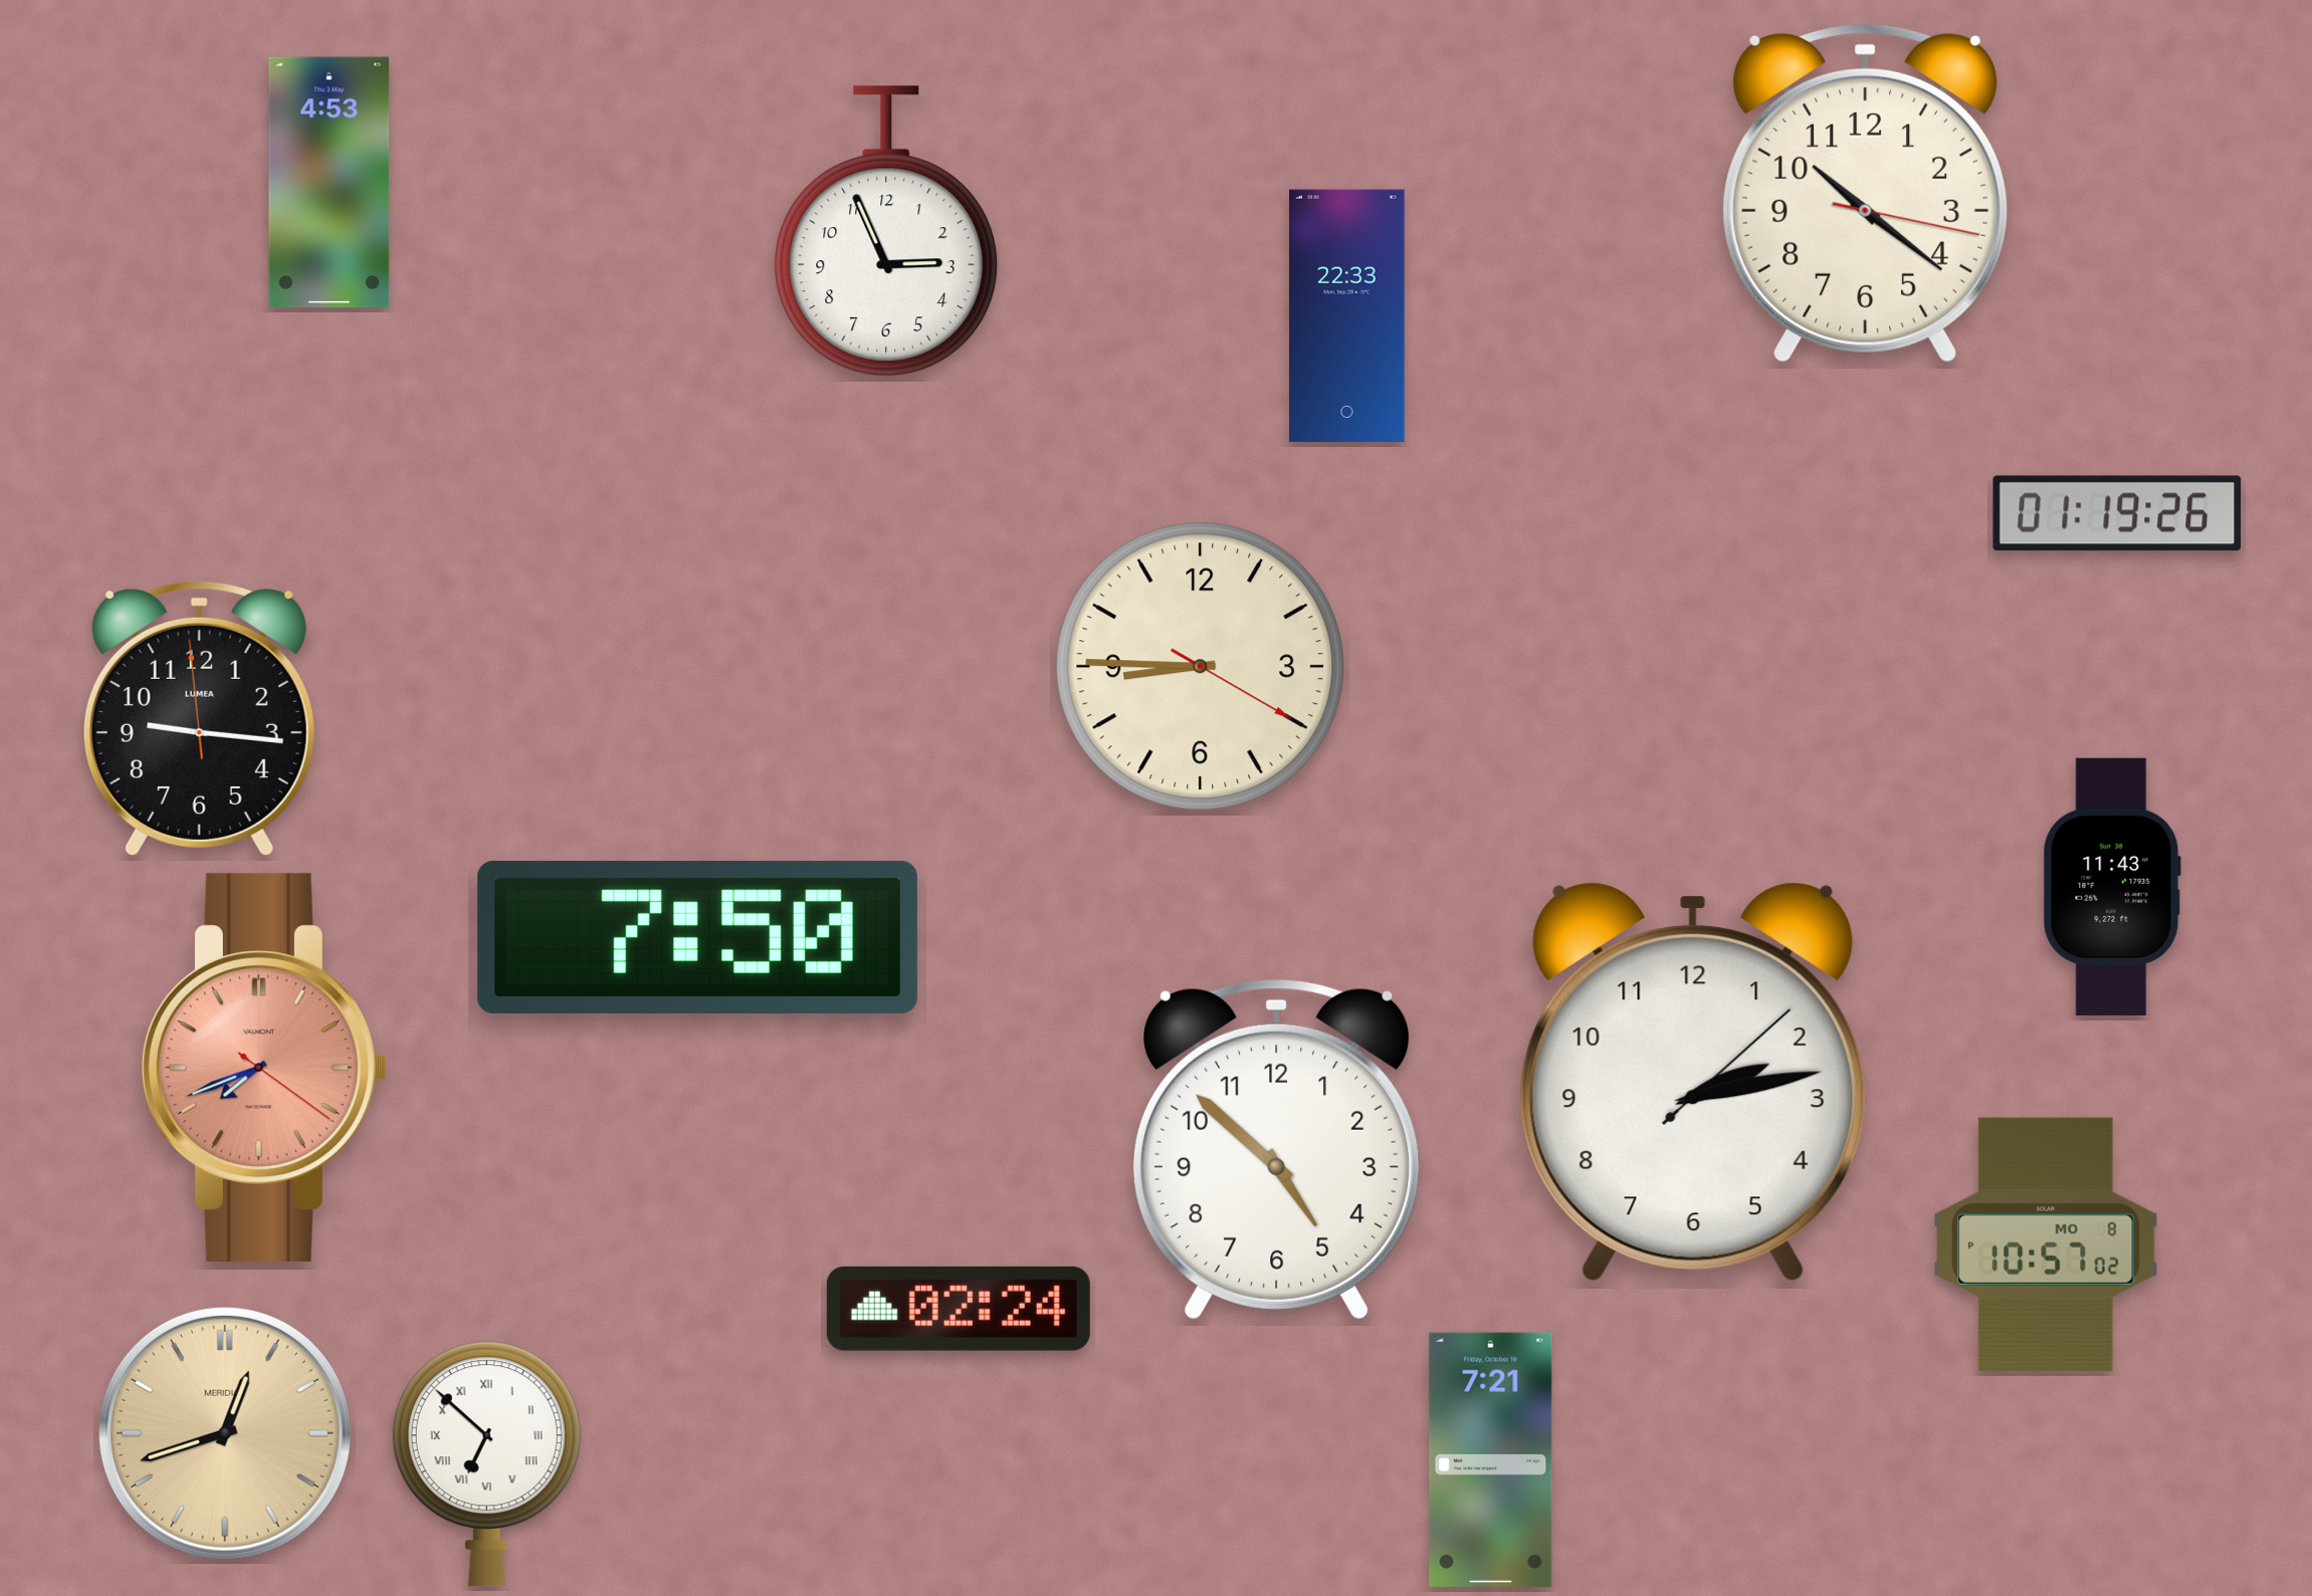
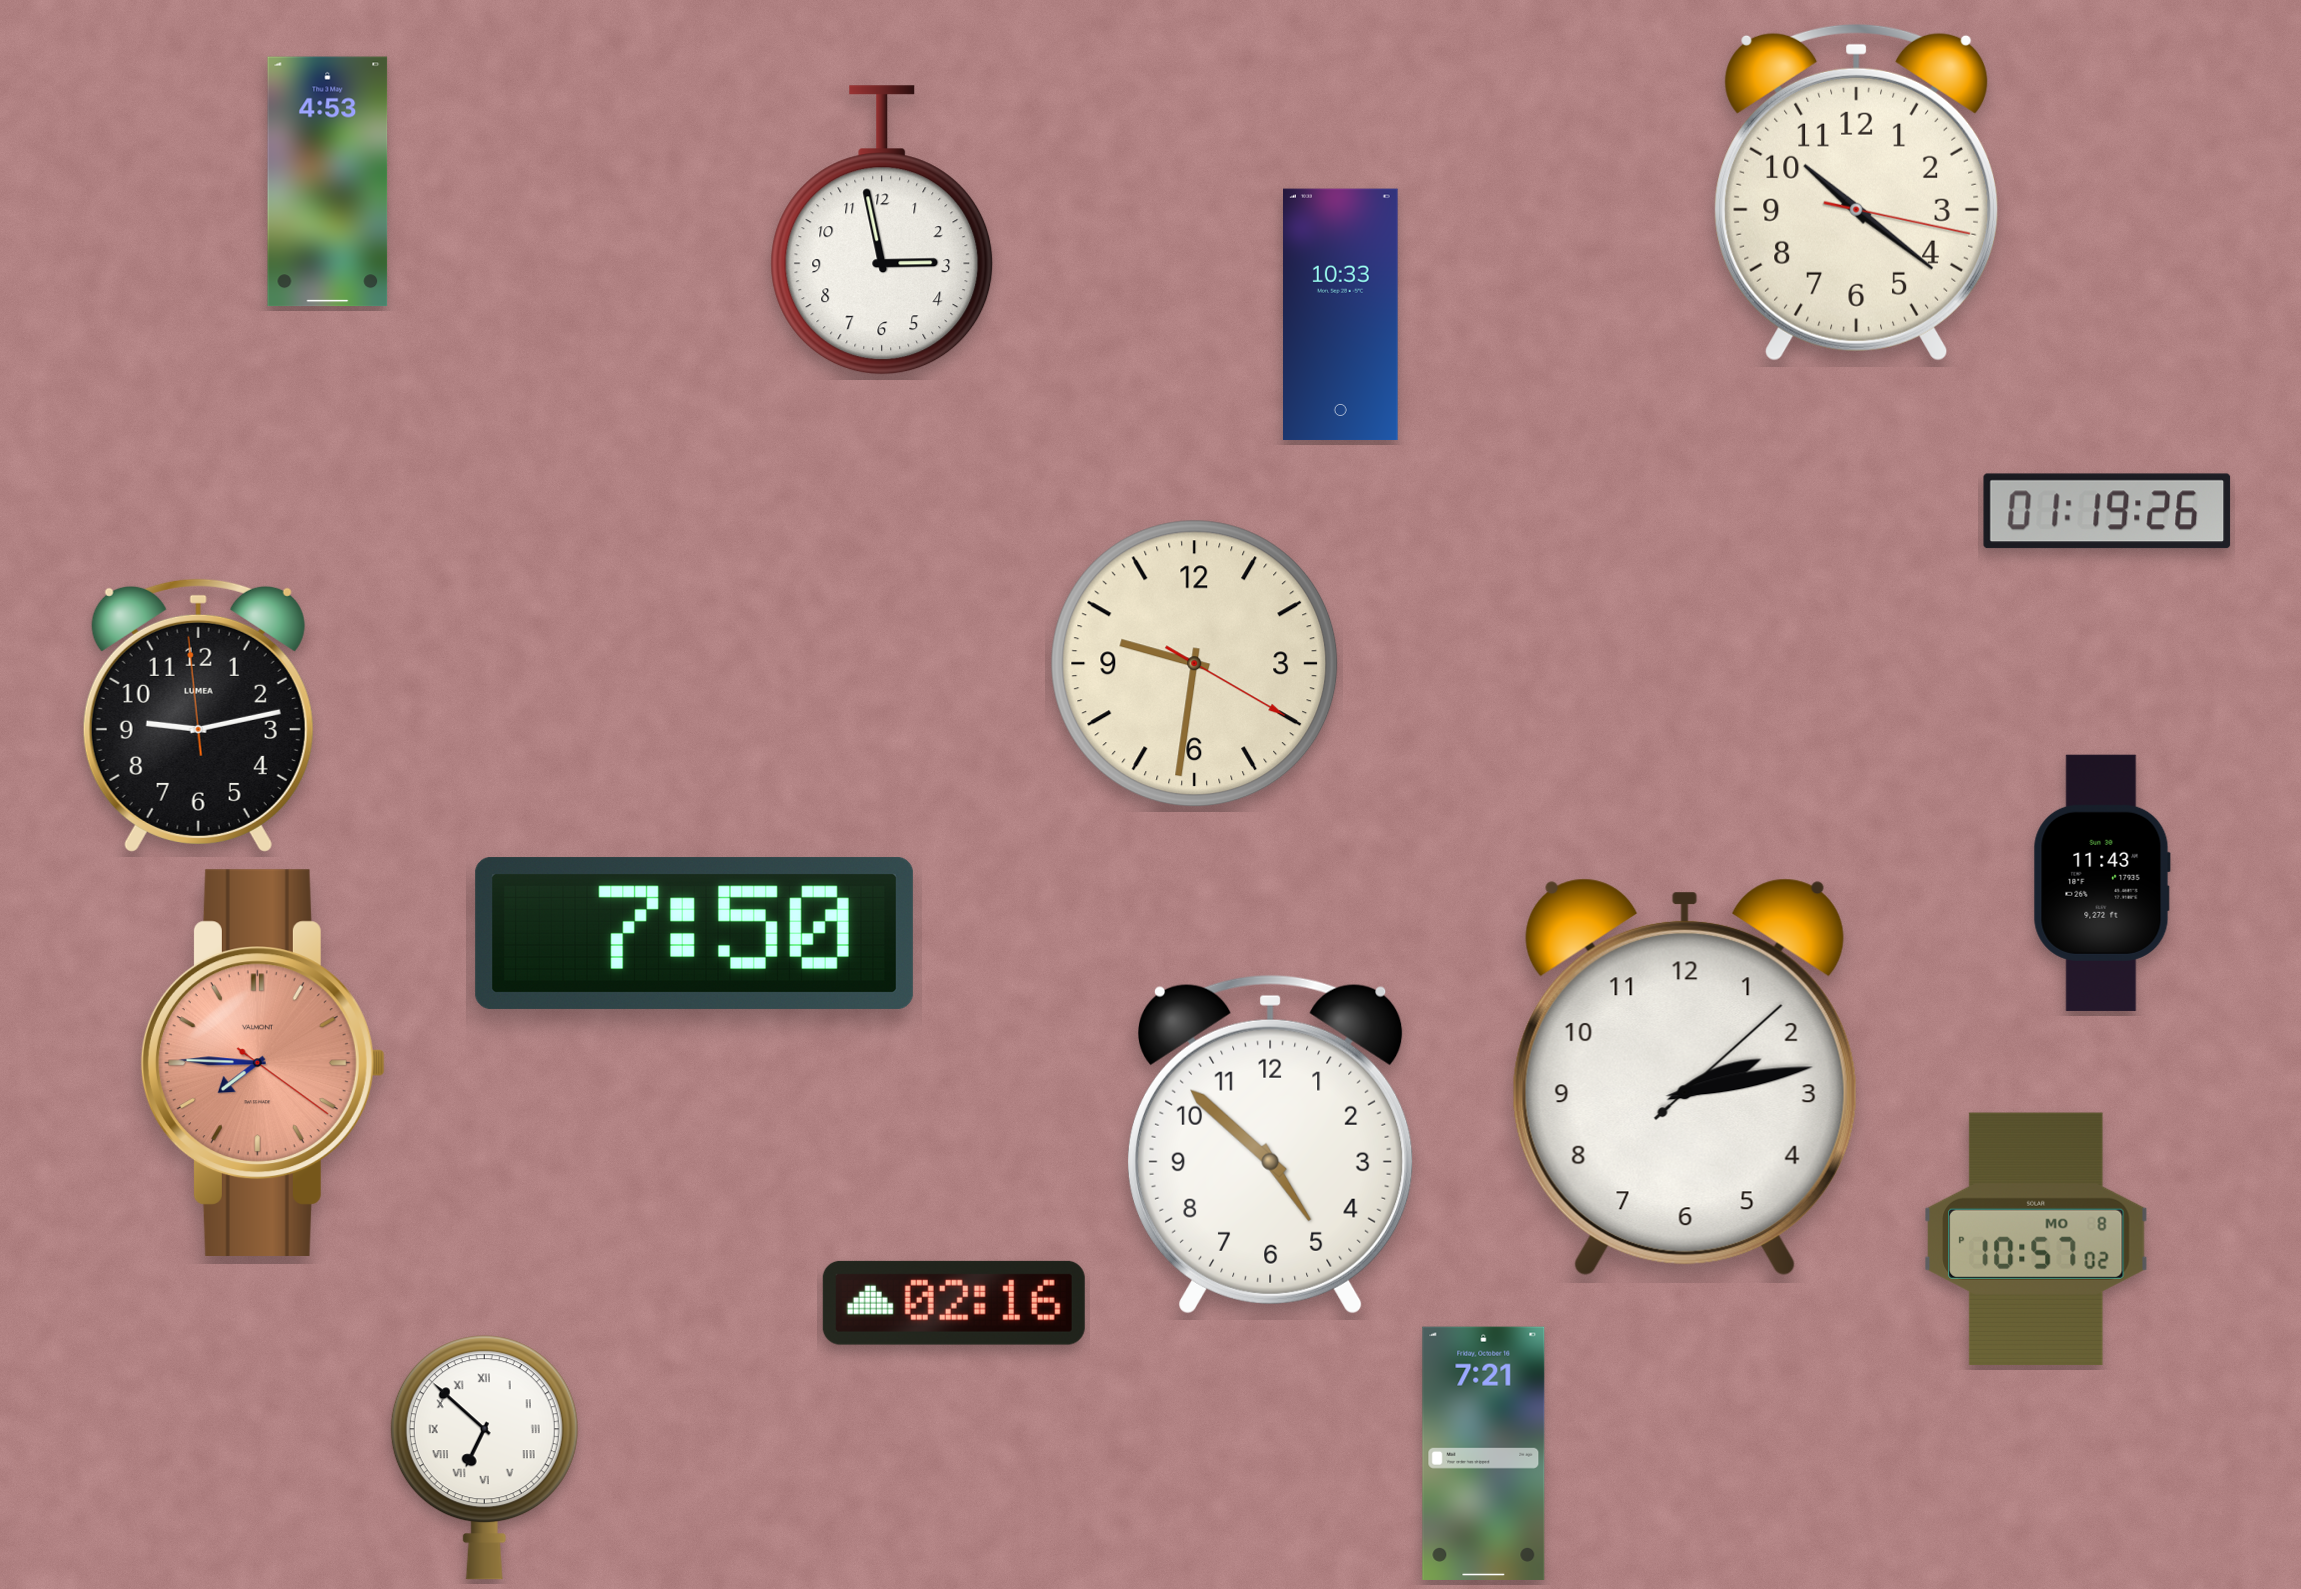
clock at (886, 232): 2:56 -> 2:58
clock at (1347, 316): 22:33 -> 10:33
clock at (1201, 667): 8:45 -> 9:31
clock at (199, 718): 9:15 -> 9:12
clock at (264, 1067): 7:41 -> 7:45
clock at (959, 1309): 02:24 -> 02:16
clock at (225, 1433): 12:42 -> none
